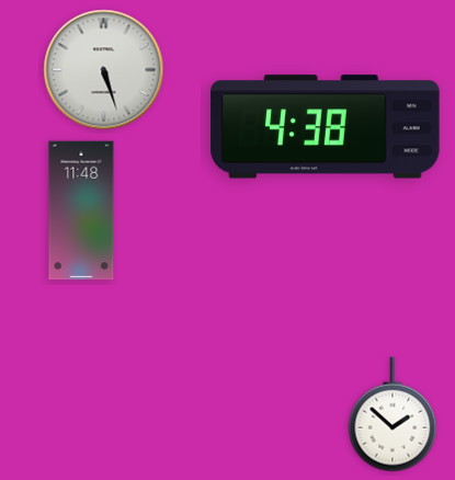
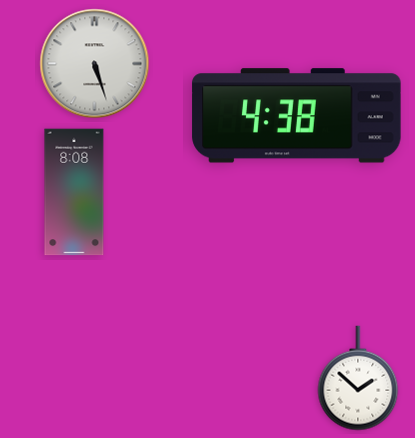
clock at (81, 210): 11:48 -> 8:08
